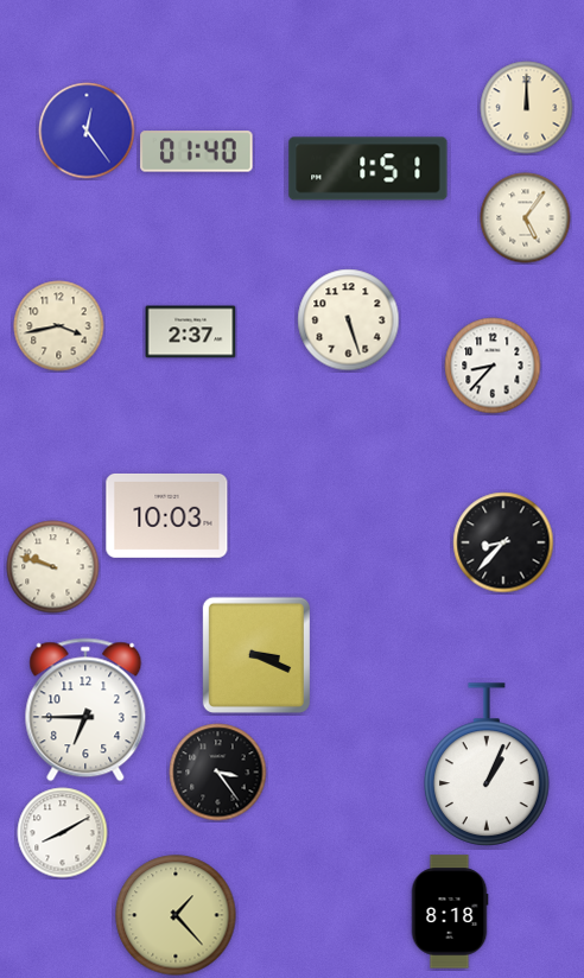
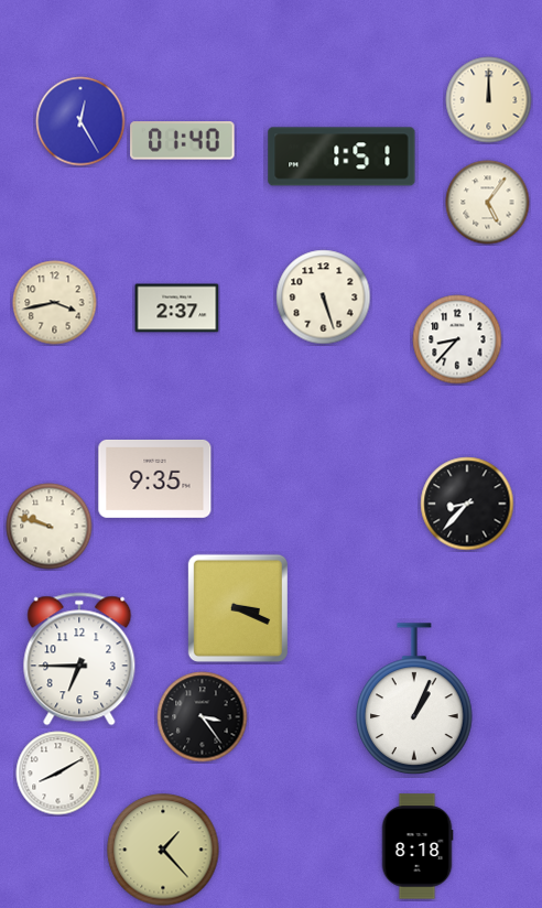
clock at (87, 131): 12:24 -> 12:25
clock at (167, 515): 10:03 -> 9:35
clock at (488, 764) position: (488, 764) -> (415, 699)
